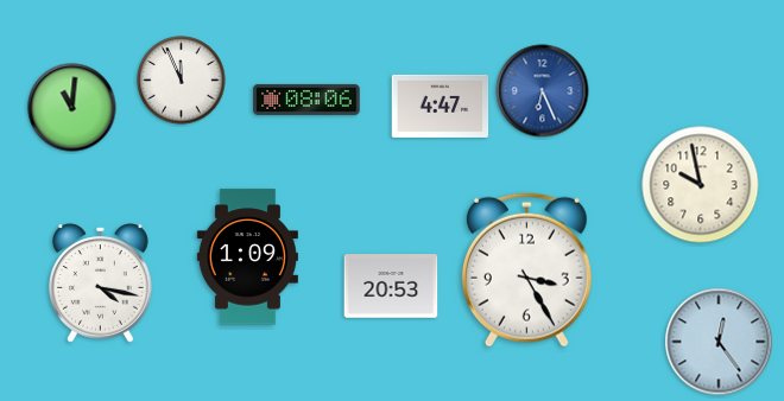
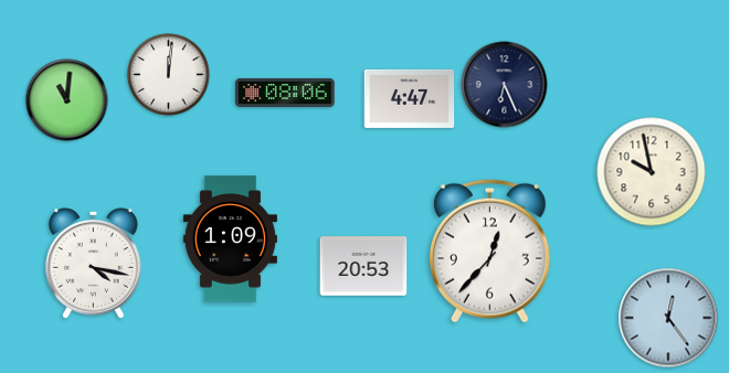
clock at (182, 81): 11:56 -> 12:01
clock at (543, 91) dial: blue -> navy
clock at (526, 269): 3:25 -> 12:37
